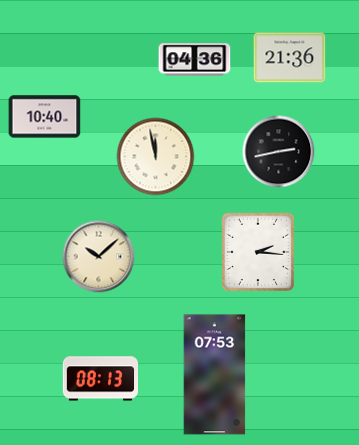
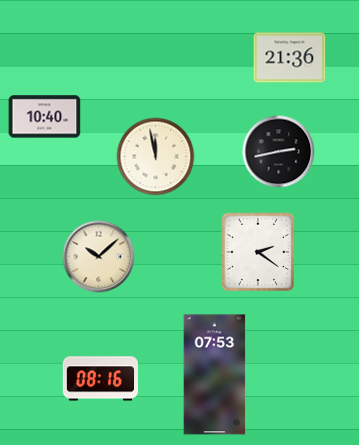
clock at (195, 60): 04:36 -> none
clock at (258, 252): 2:16 -> 2:21
clock at (100, 379): 08:13 -> 08:16
